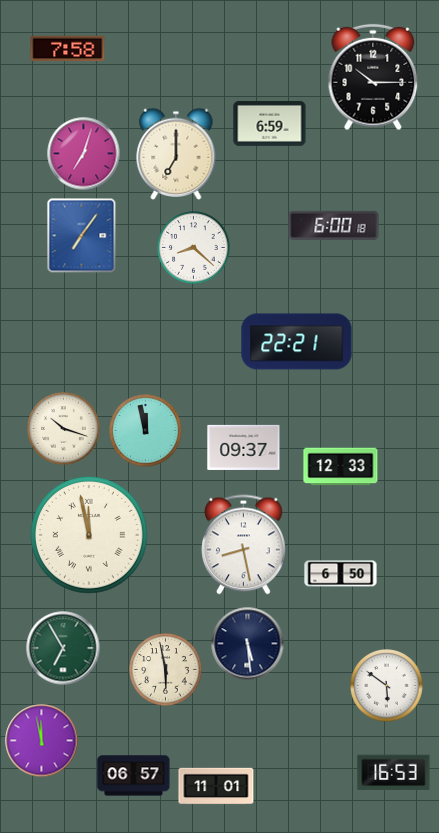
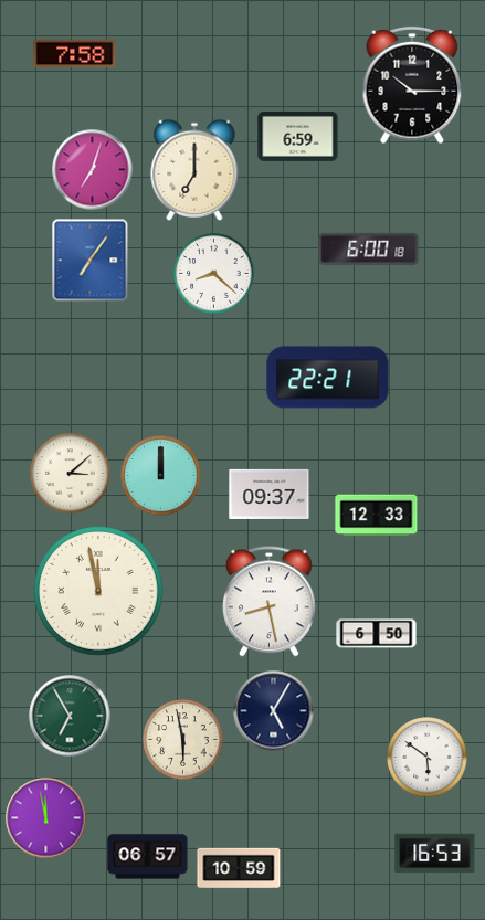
clock at (64, 429): 10:18 -> 3:08
clock at (146, 431): 11:58 -> 12:00
clock at (248, 644): 5:29 -> 5:05
clock at (216, 786): 11:01 -> 10:59
